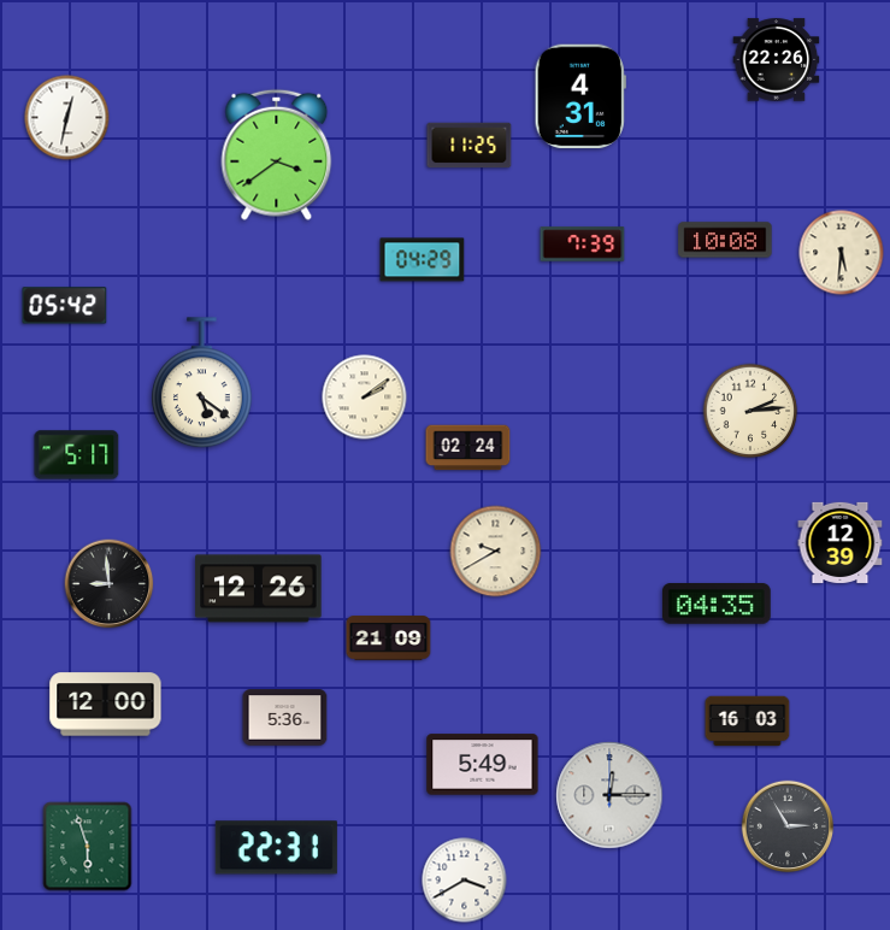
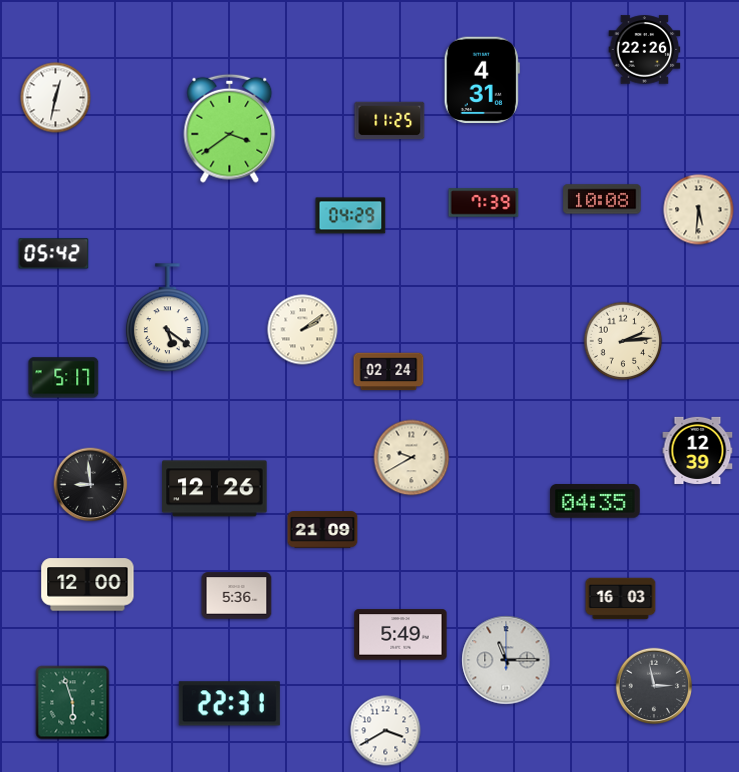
clock at (609, 795): 12:15 -> 11:15
clock at (788, 826): 2:55 -> 2:58
